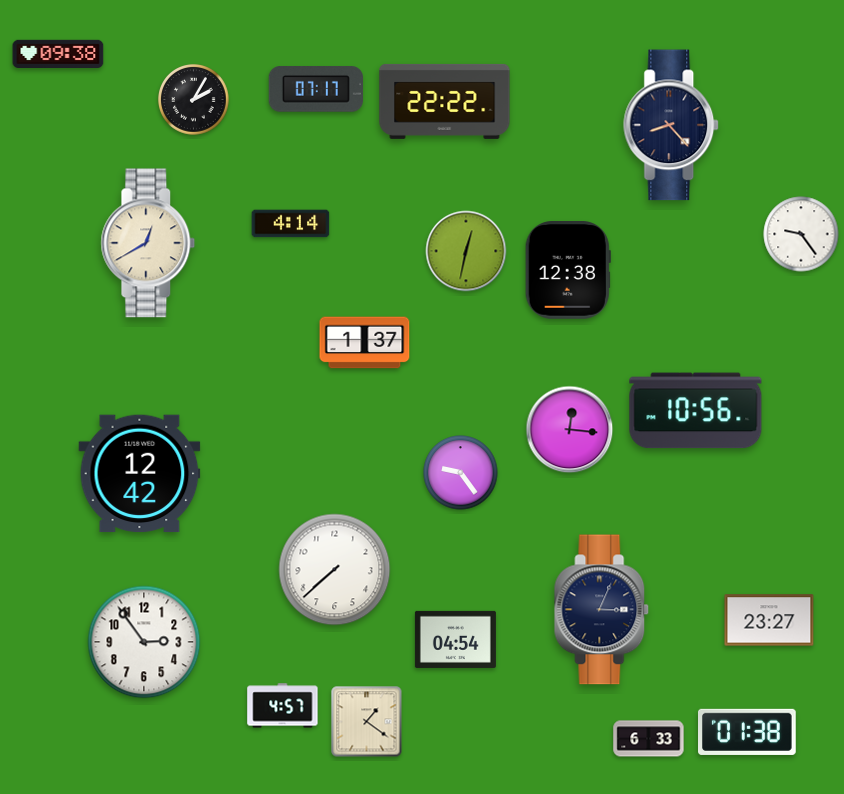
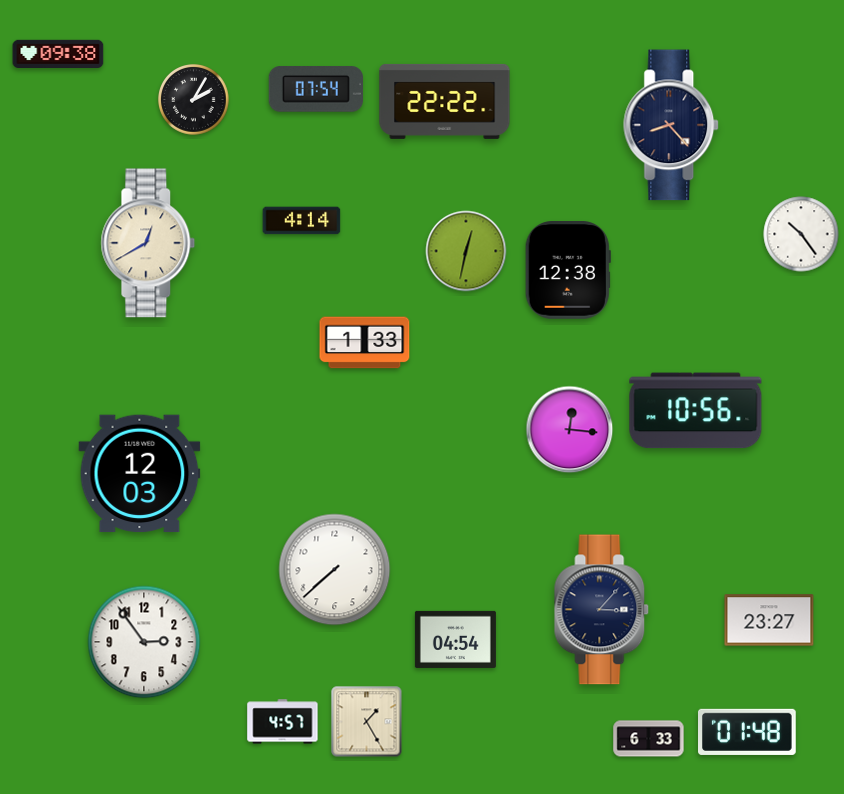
clock at (316, 89): 07:17 -> 07:54
clock at (291, 224) position: (291, 224) -> (302, 221)
clock at (801, 234): 9:24 -> 10:24
clock at (365, 343): 1:37 -> 1:33
clock at (461, 473): 9:24 -> none
clock at (140, 474): 12:42 -> 12:03
clock at (602, 610): 3:04 -> 3:07
clock at (283, 706) position: (283, 706) -> (283, 722)
clock at (367, 722): 1:21 -> 1:25
clock at (748, 732): 01:38 -> 01:48
